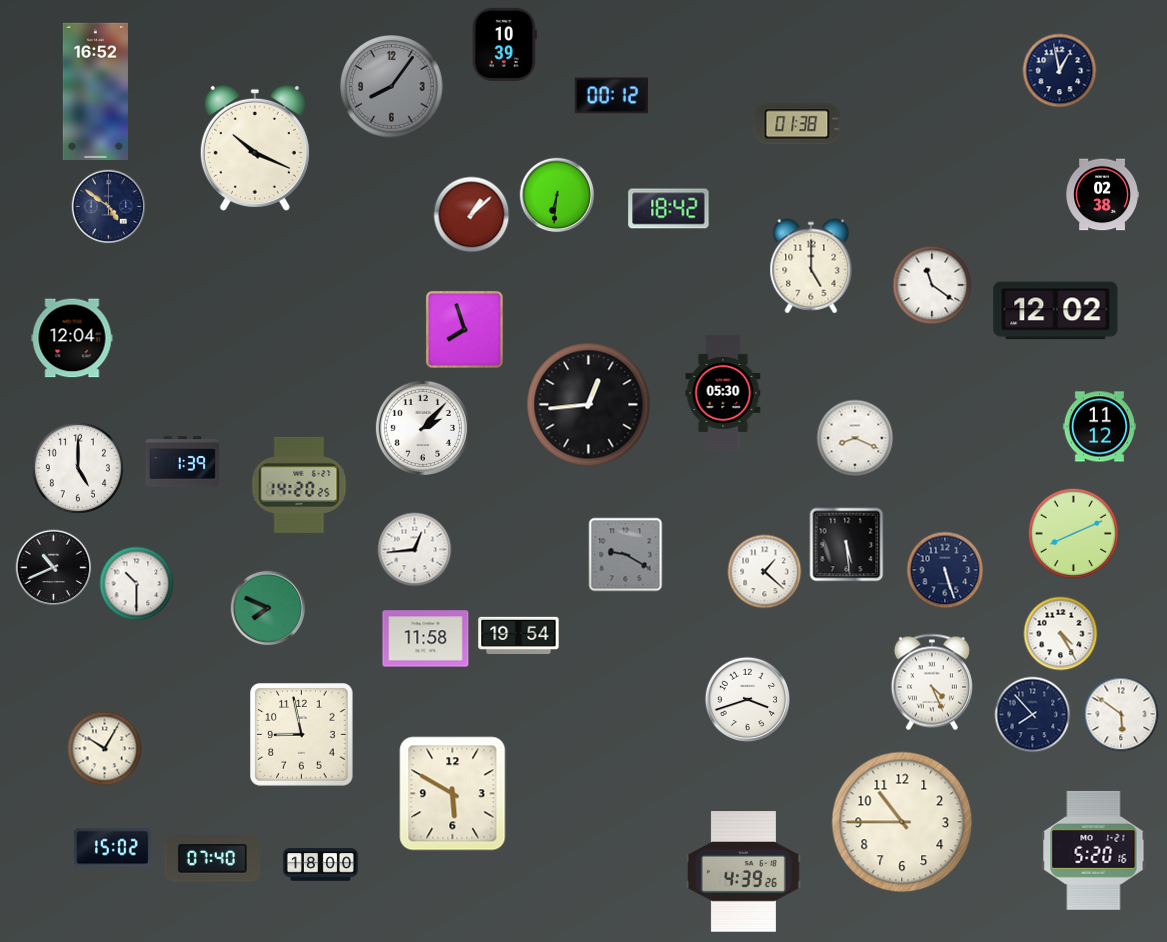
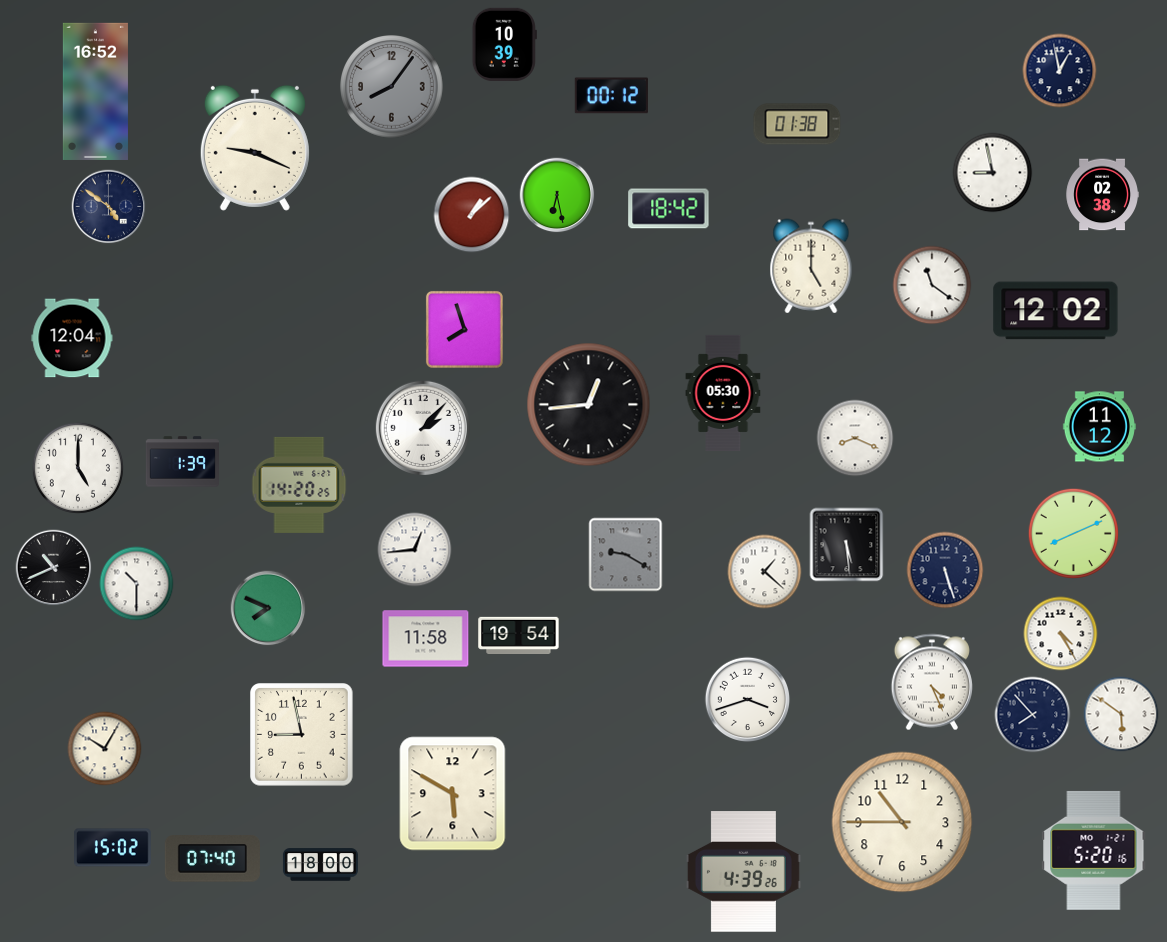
clock at (255, 148): 10:19 -> 9:19
clock at (993, 173): none -> 8:58
clock at (557, 195): 6:31 -> 6:28
